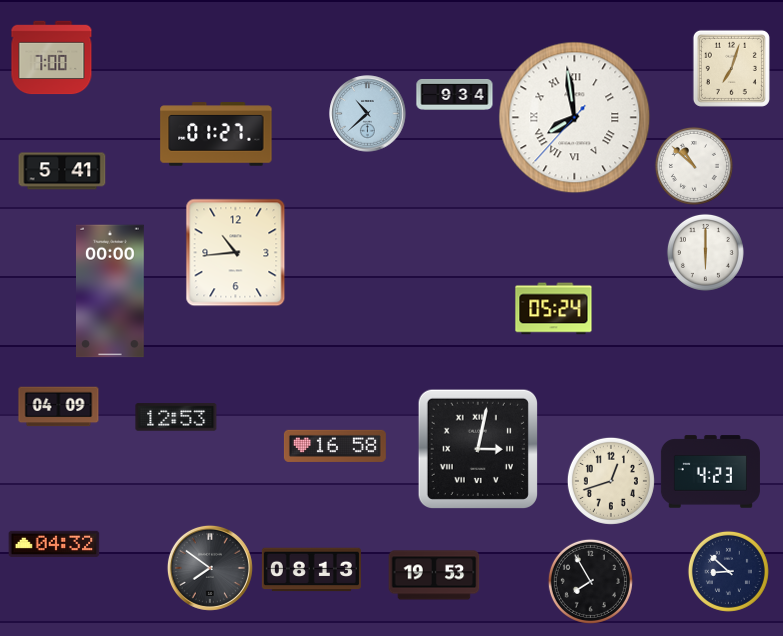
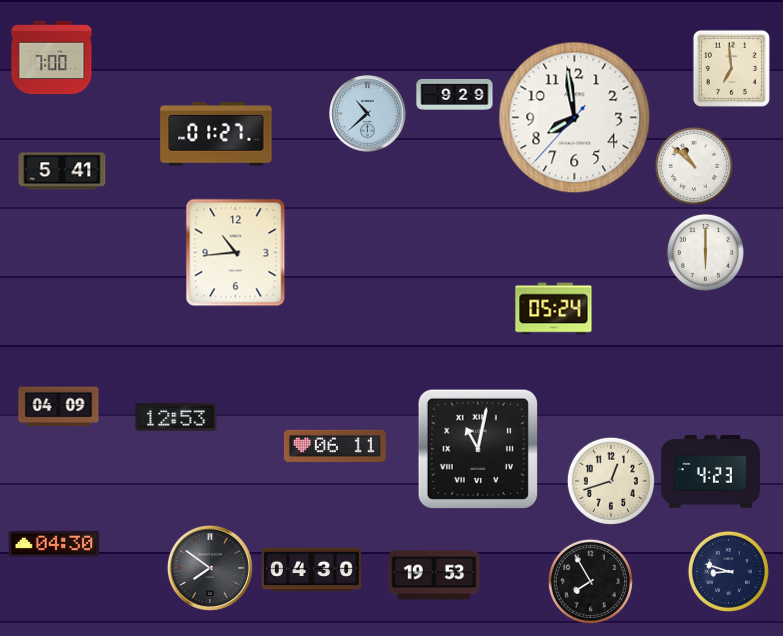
clock at (731, 68): 7:03 -> 6:59
clock at (455, 94): 9:34 -> 9:29
clock at (575, 118) numerals: Roman -> Arabic
clock at (111, 291): 00:00 -> none
clock at (335, 446): 16:58 -> 06:11
clock at (478, 449): 3:02 -> 11:02
clock at (54, 543): 04:32 -> 04:30
clock at (311, 570): 08:13 -> 04:30
clock at (728, 571): 8:52 -> 8:48
